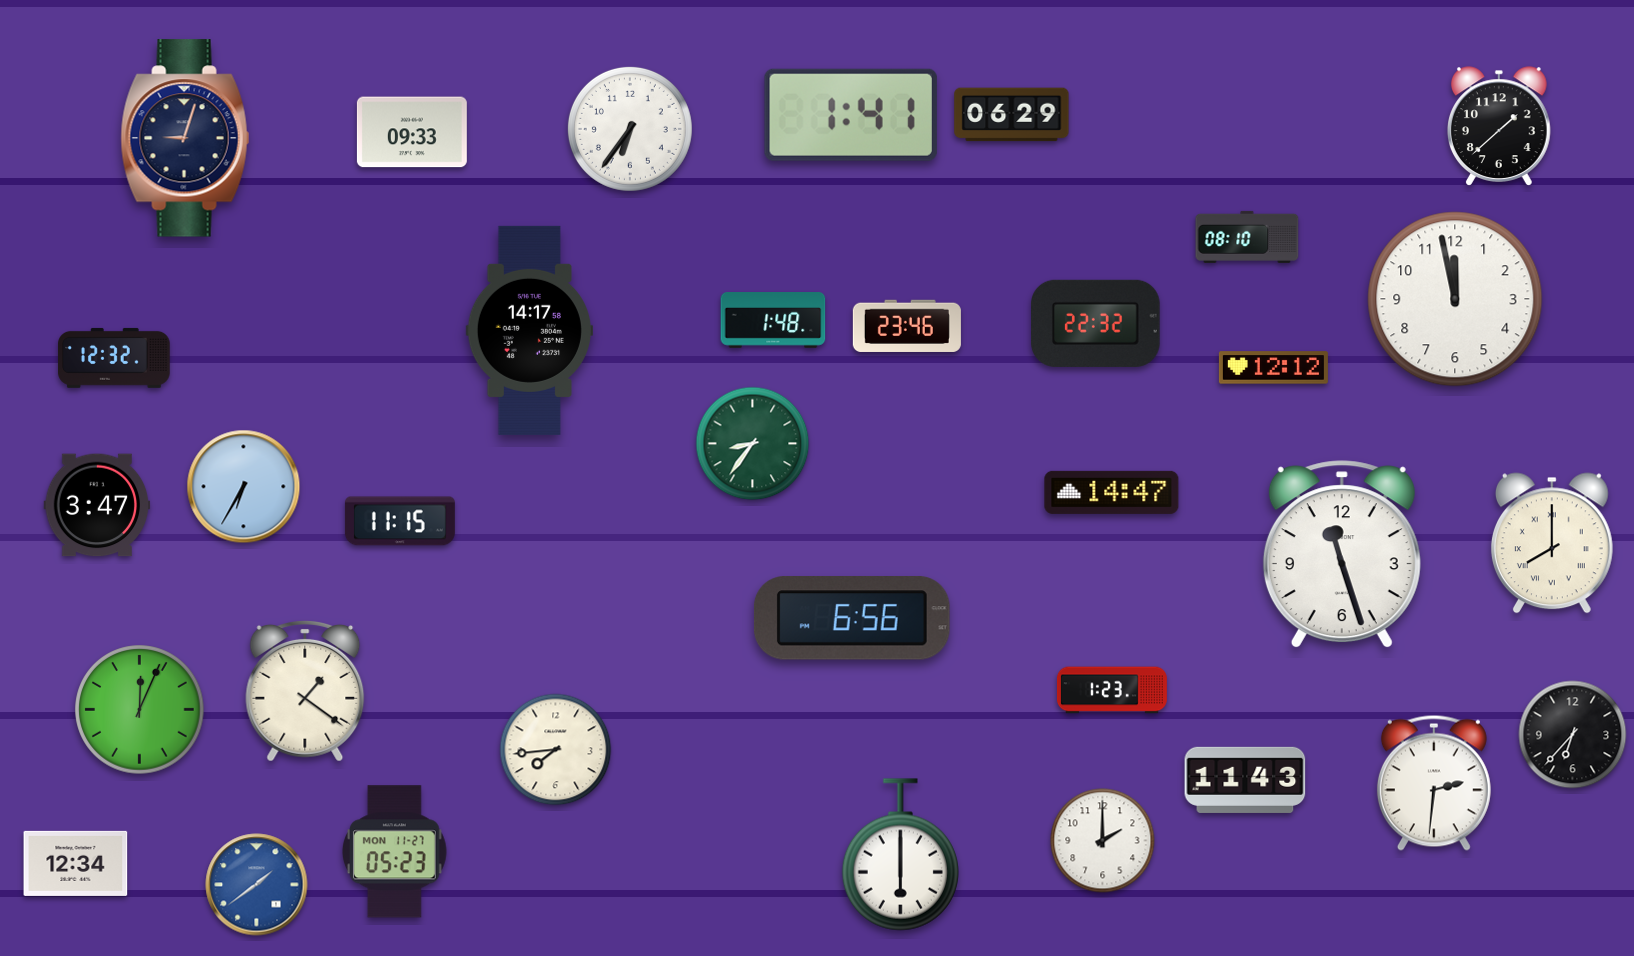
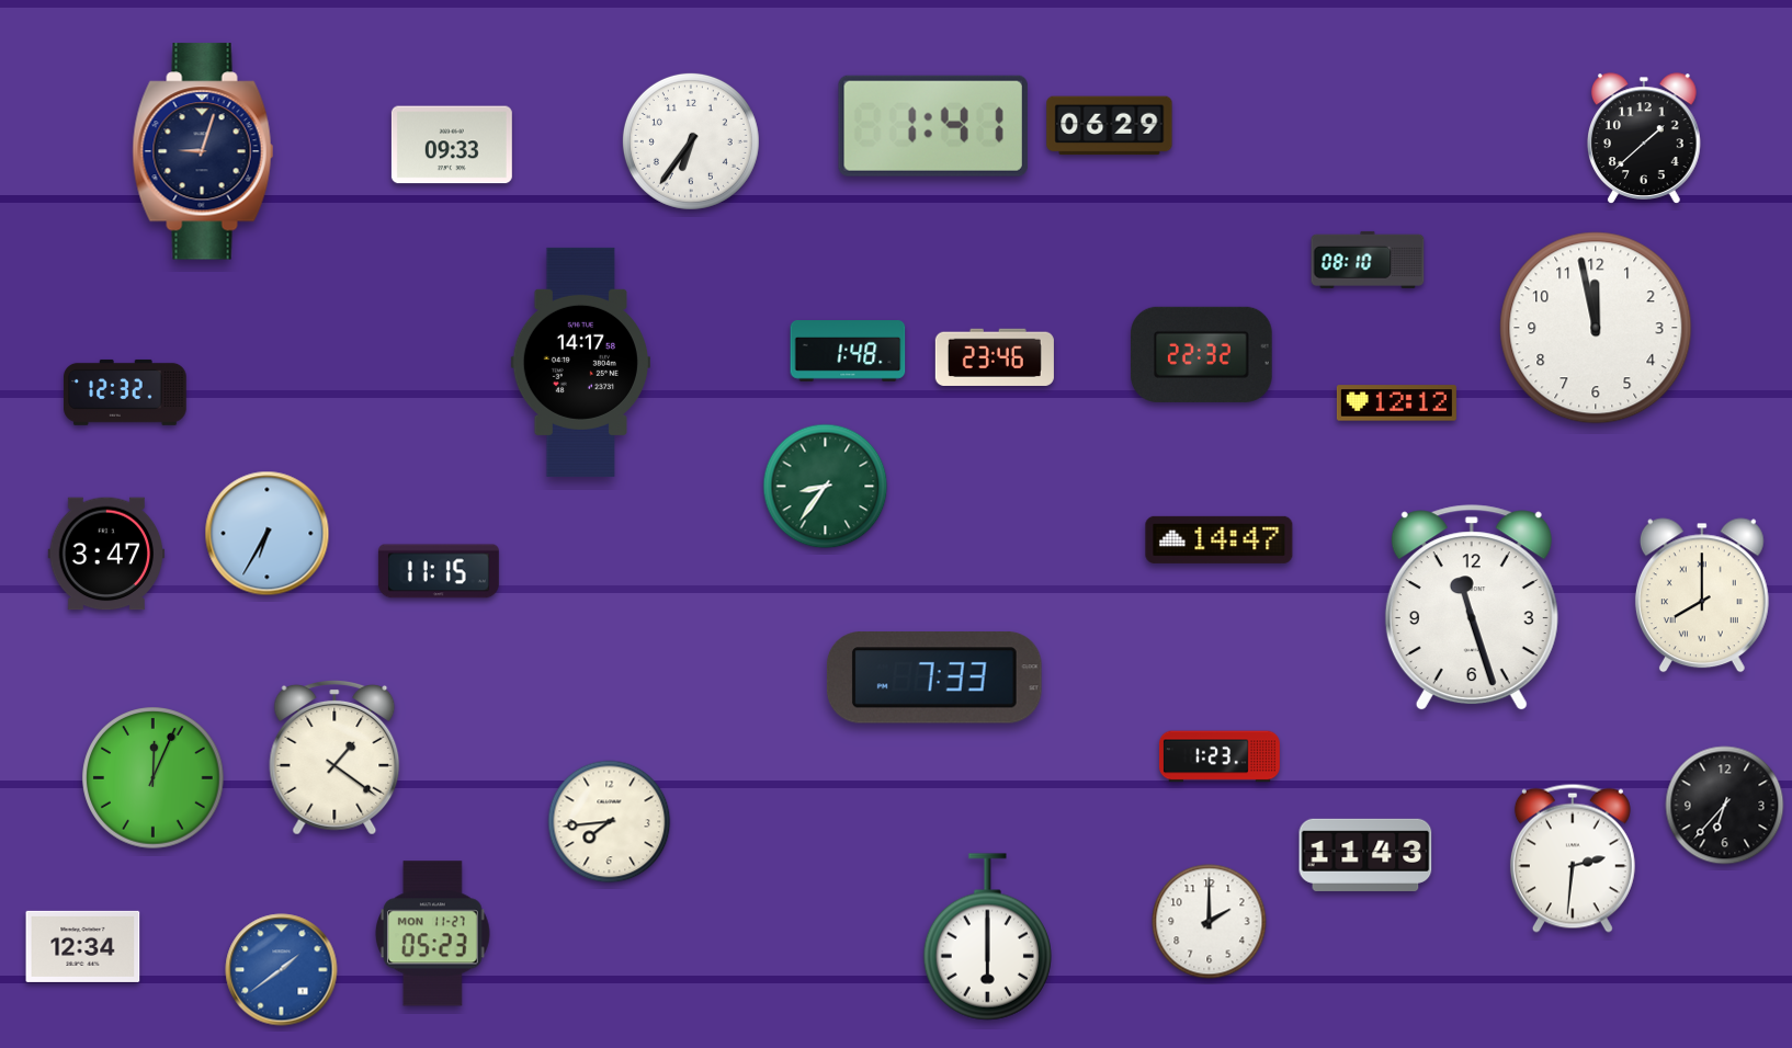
clock at (852, 618): 6:56 -> 7:33
